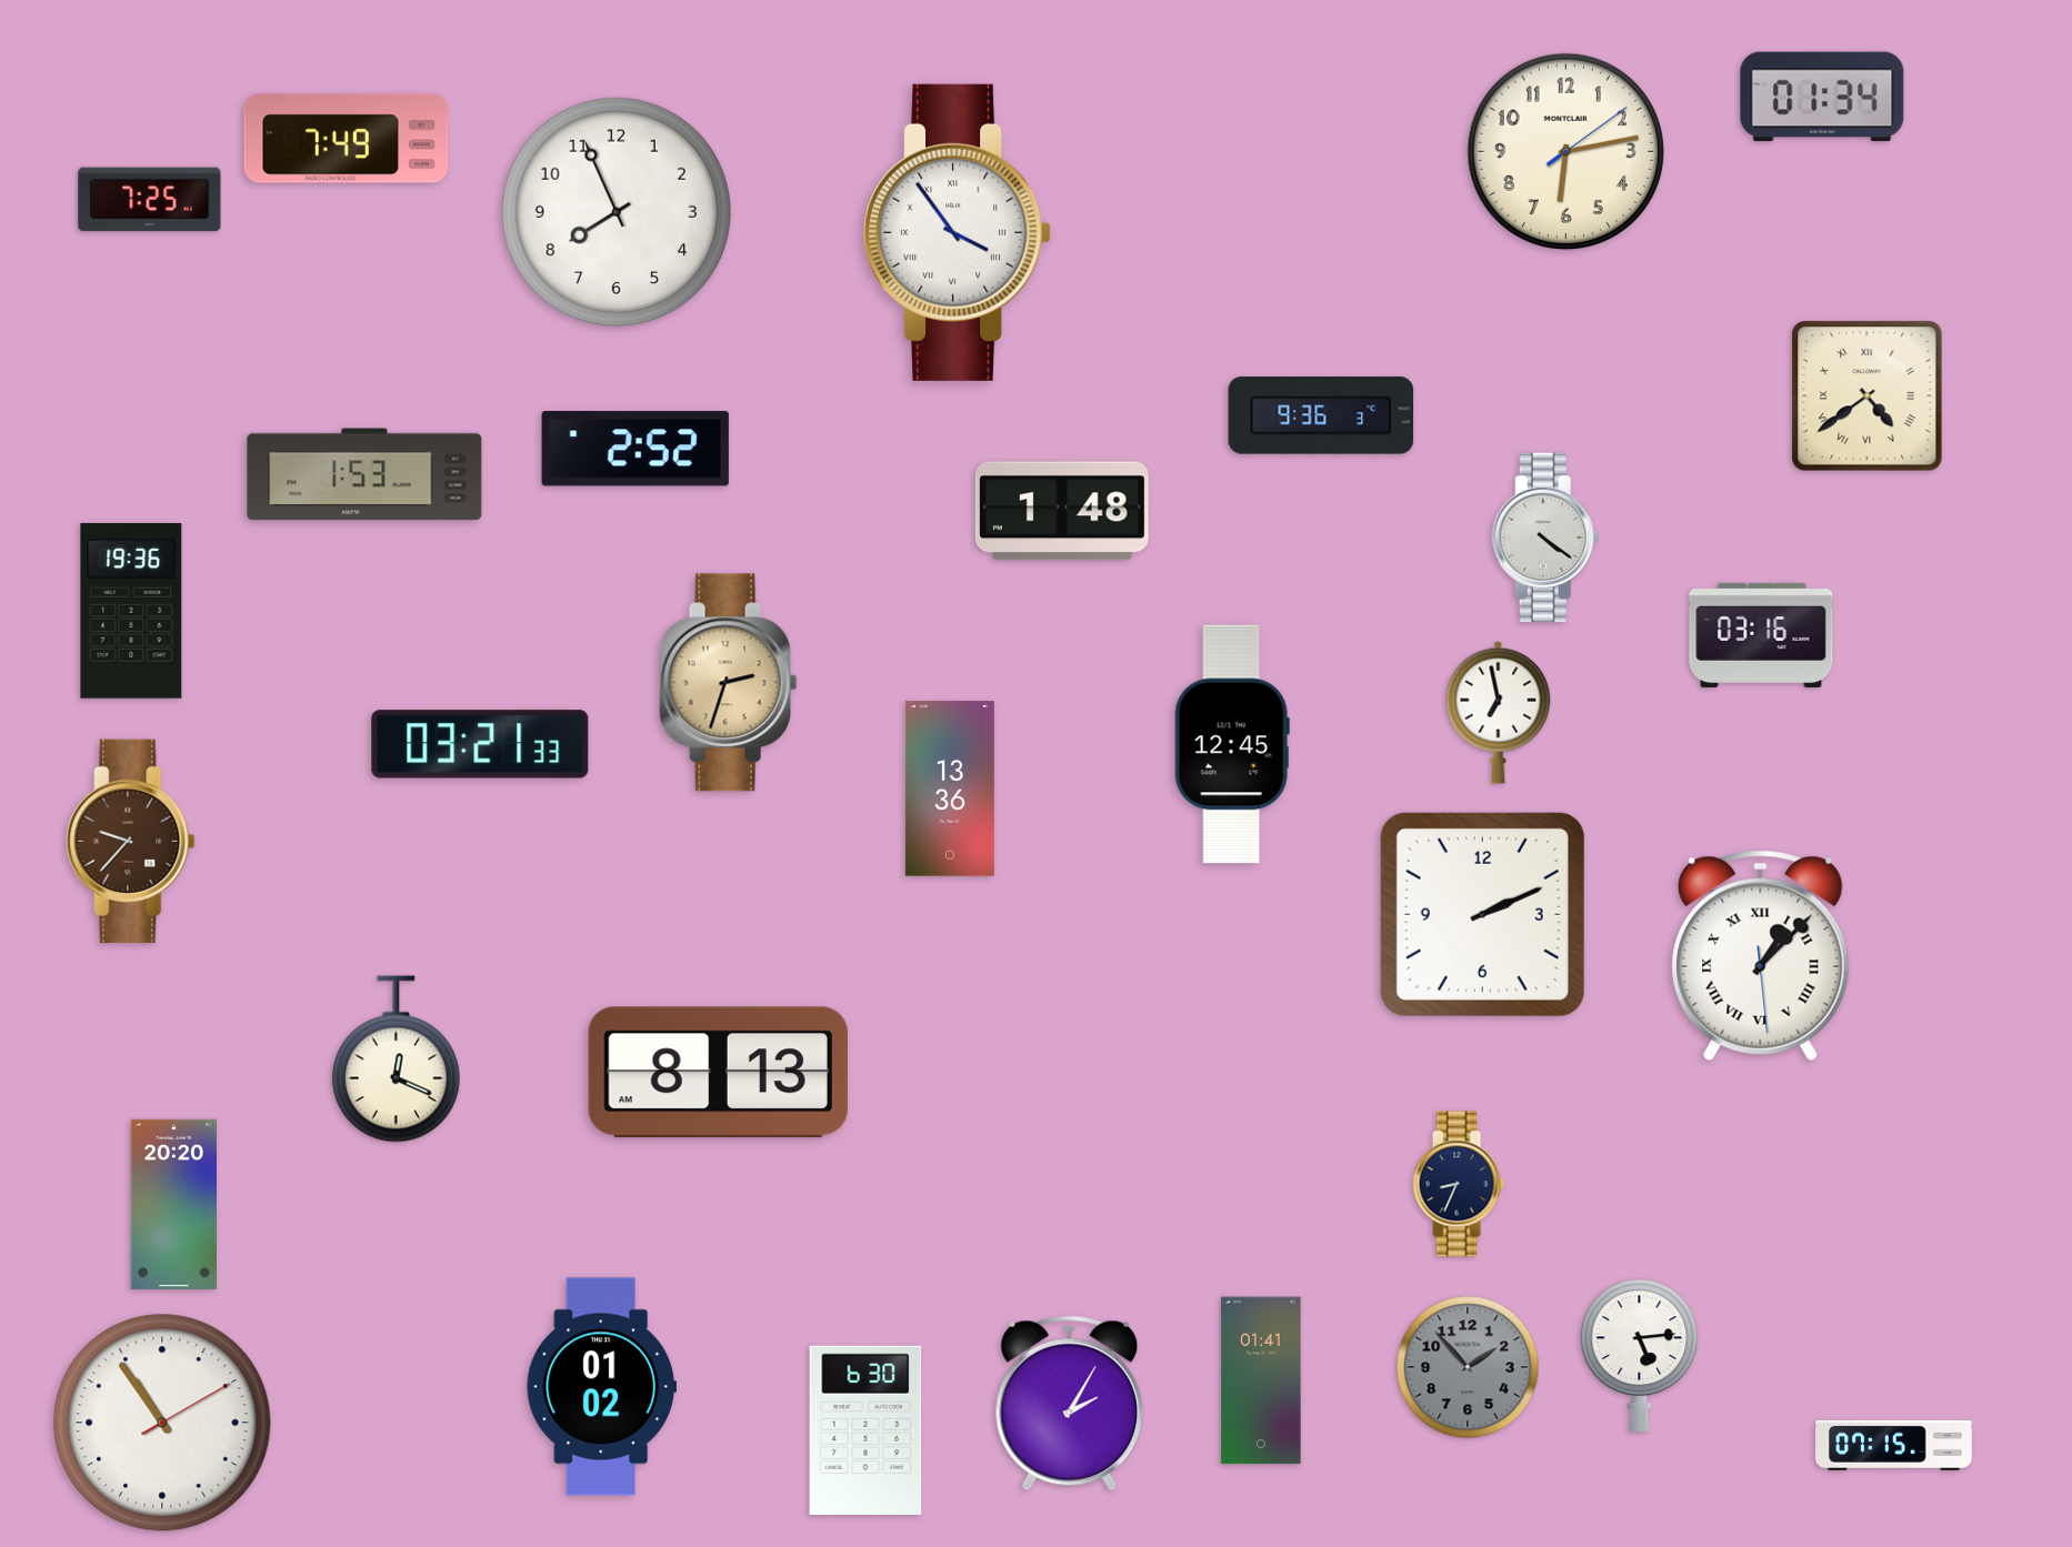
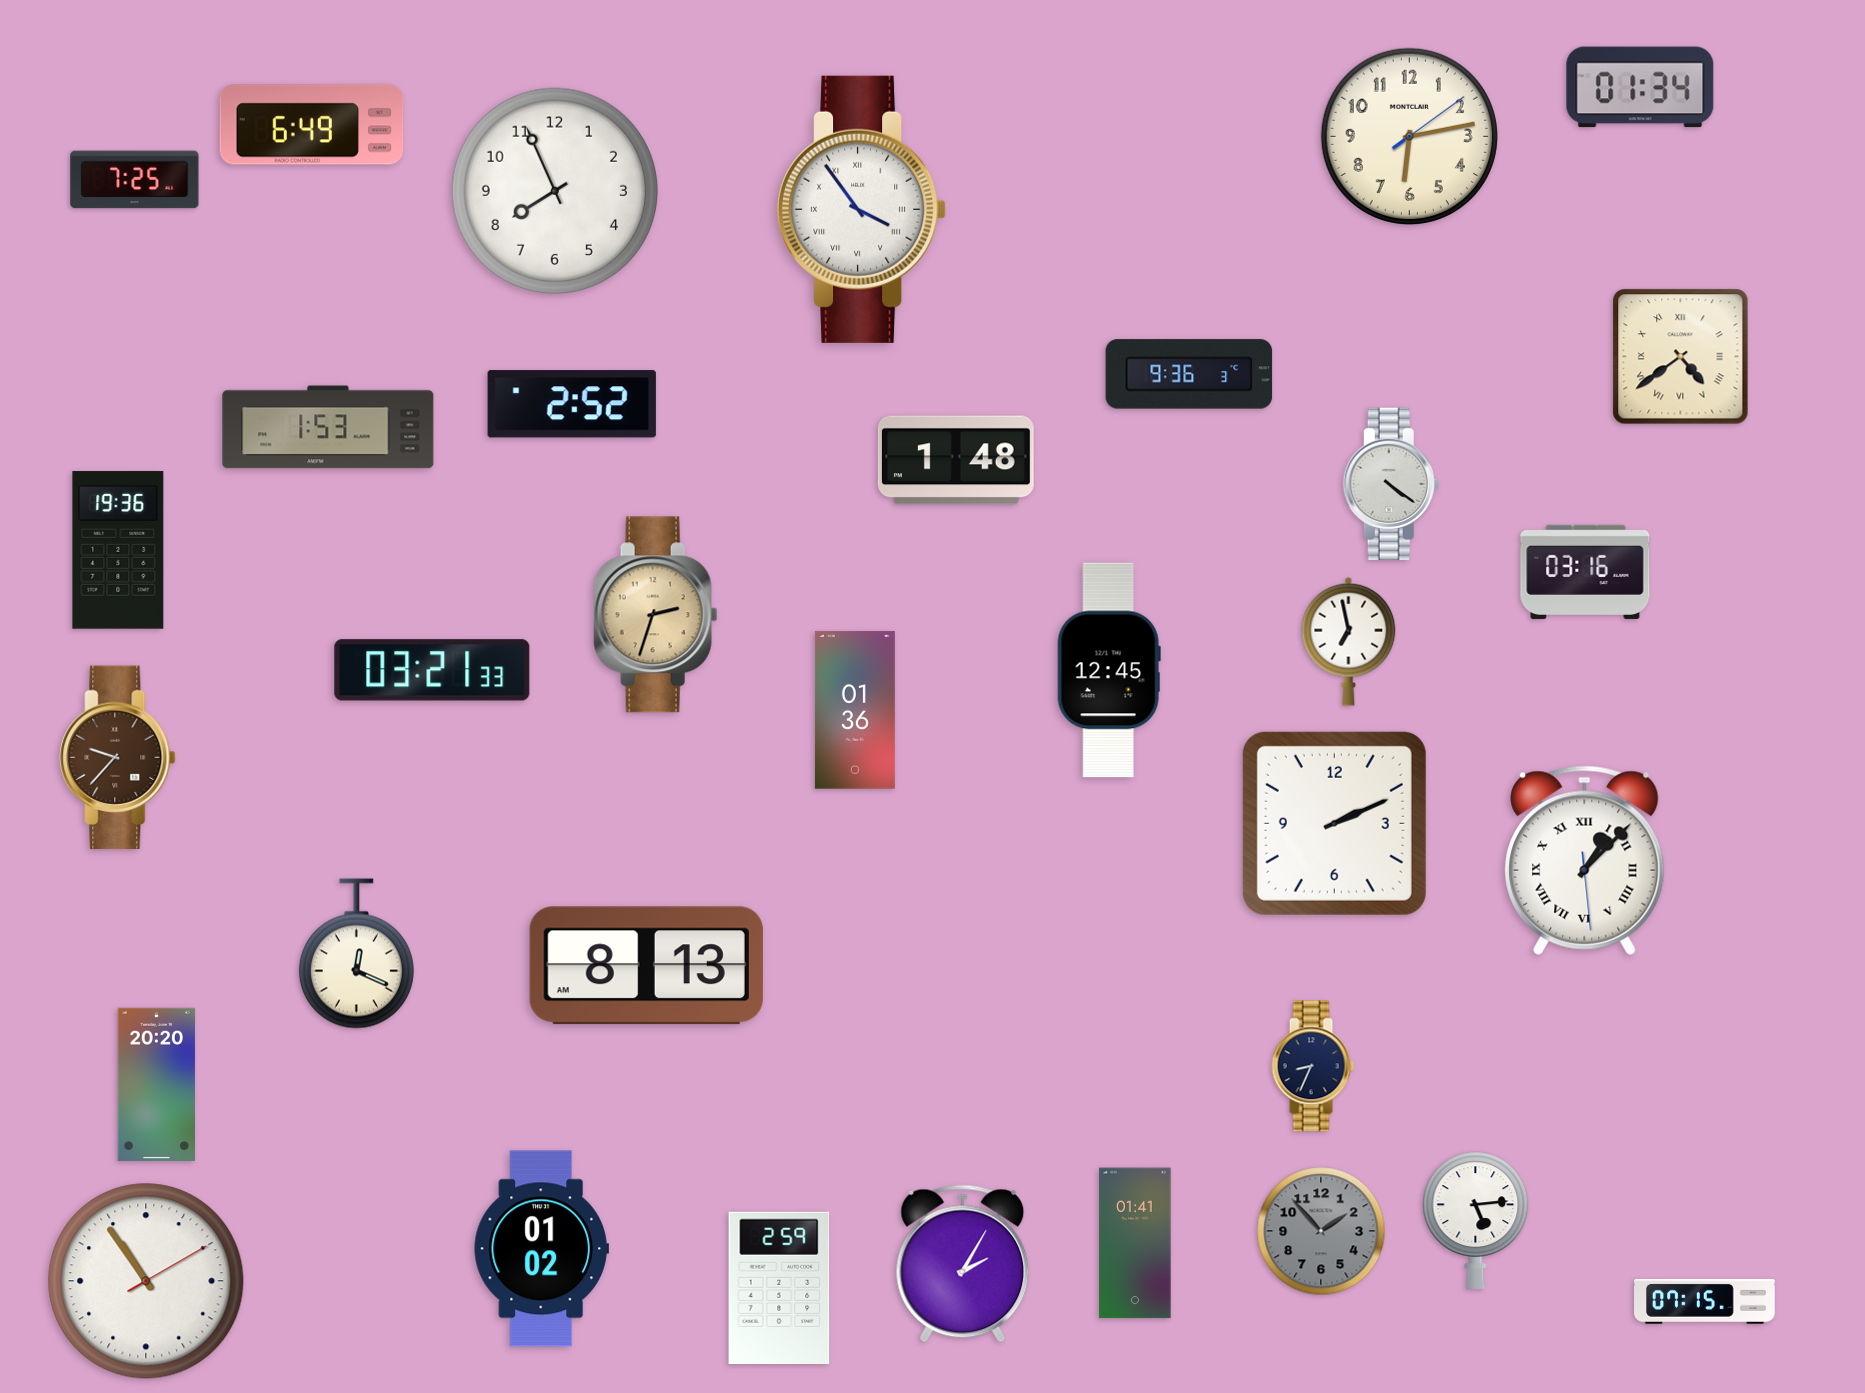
clock at (347, 139): 7:49 -> 6:49
clock at (950, 788): 13:36 -> 01:36
clock at (865, 1429): 6:30 -> 2:59
